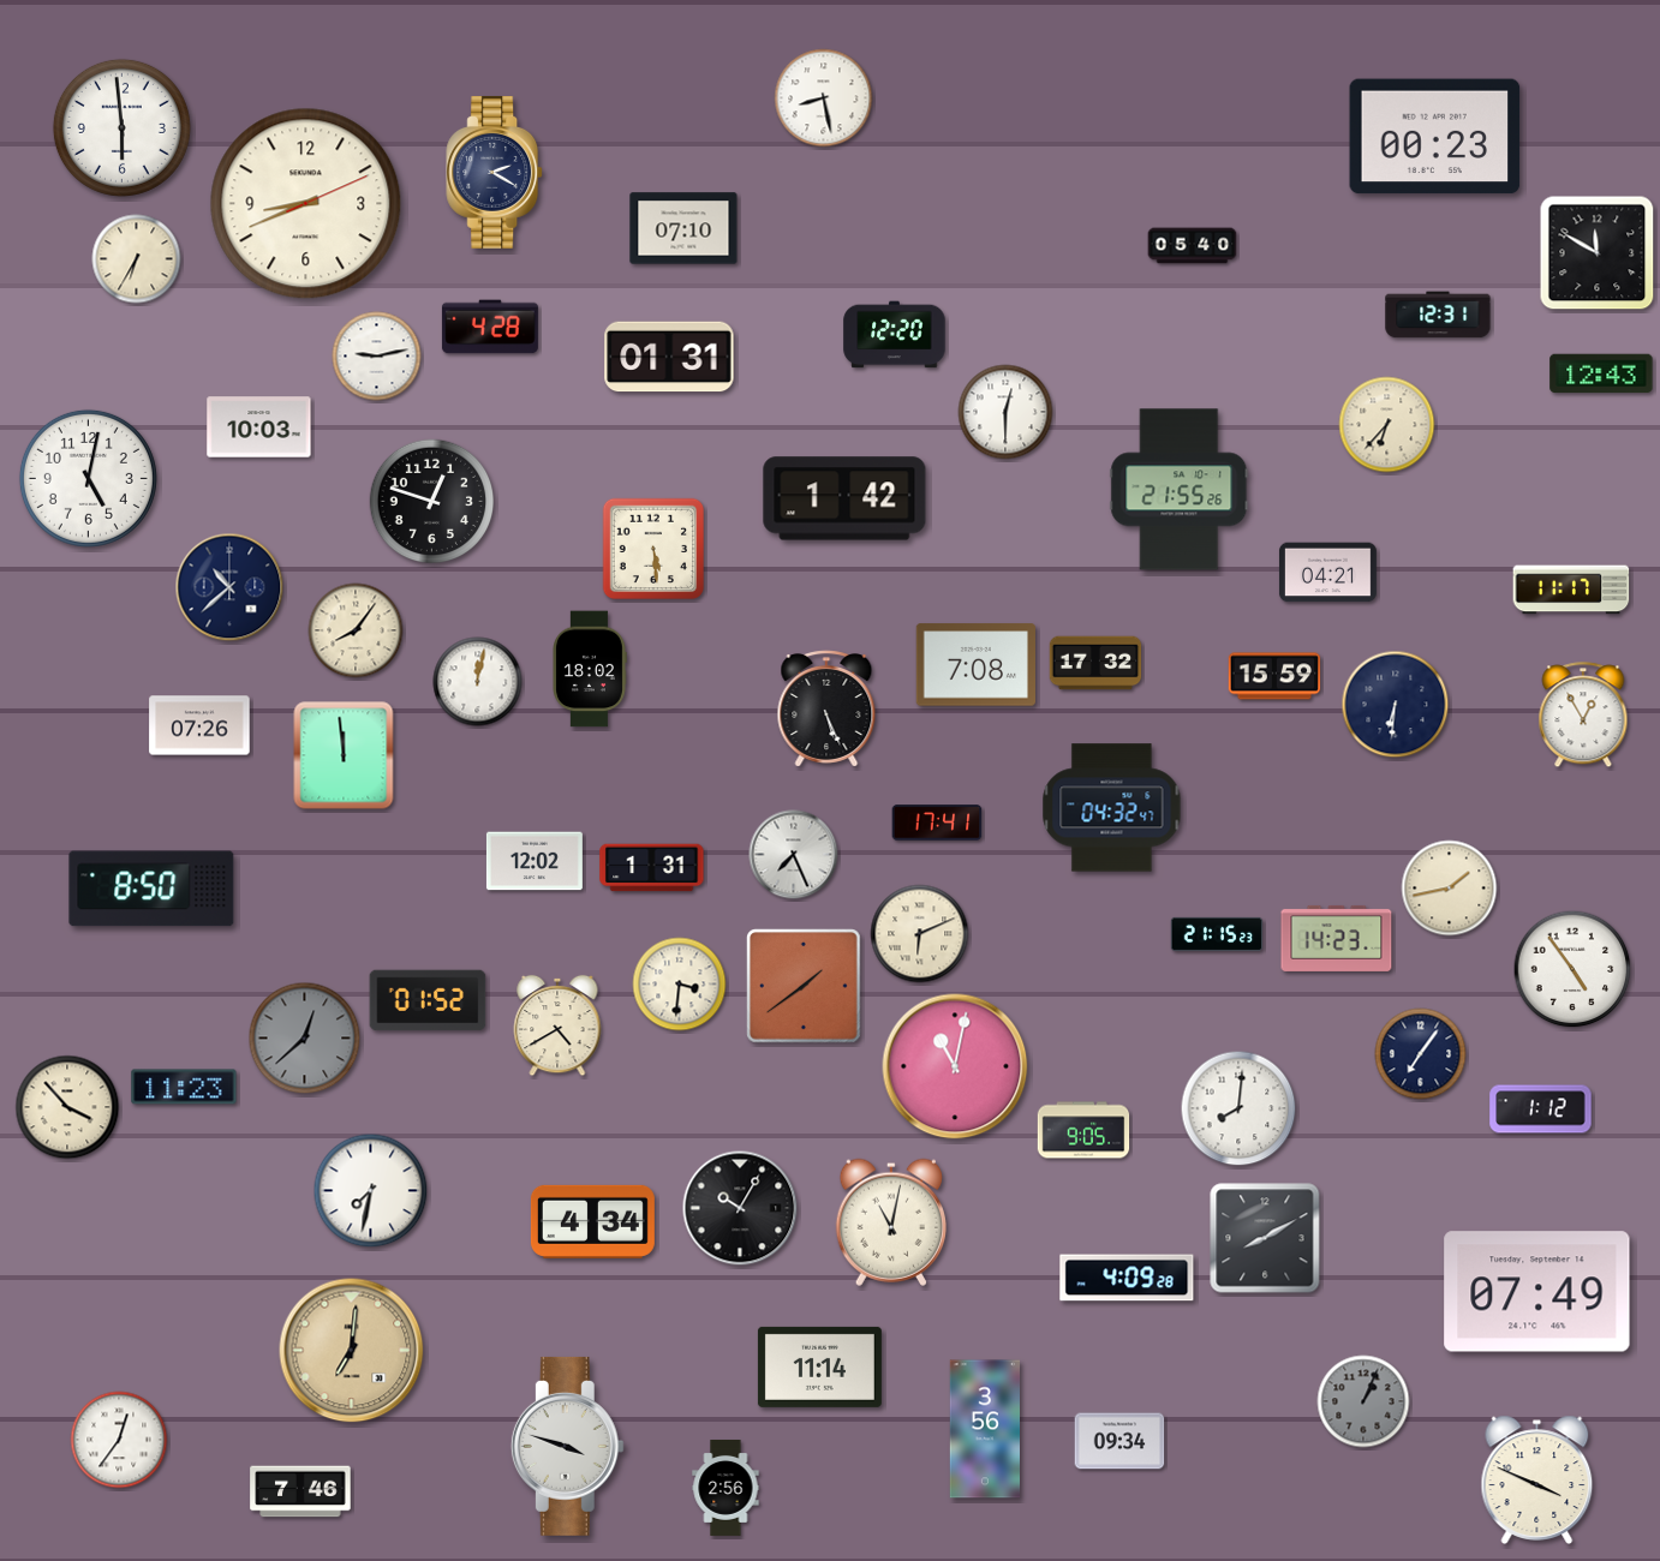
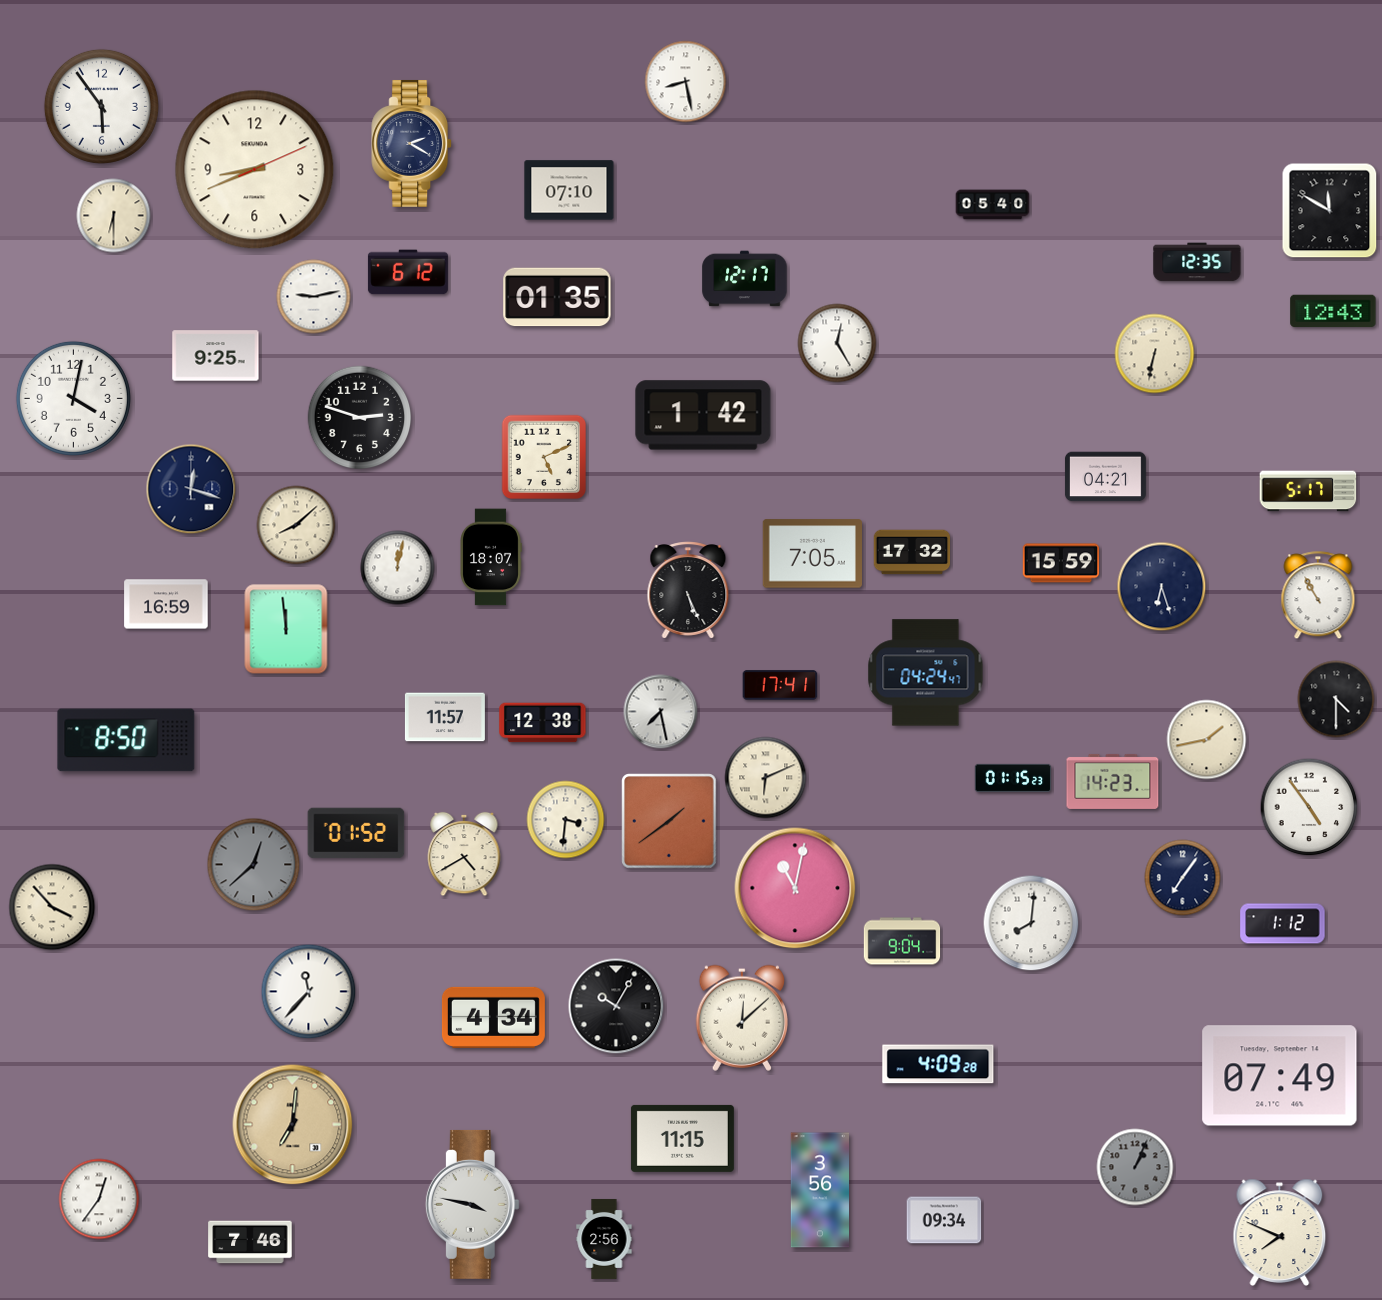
clock at (121, 127): 5:59 -> 5:54
clock at (1435, 137): 00:23 -> none
clock at (137, 259): 6:35 -> 6:30
clock at (1438, 315): 12:31 -> 12:35
clock at (490, 327): 4:28 -> 6:12
clock at (895, 335): 12:20 -> 12:17
clock at (669, 357): 01:31 -> 01:35
clock at (1005, 412): 12:30 -> 12:25
clock at (1387, 425): 6:37 -> 6:32
clock at (259, 427): 10:03 -> 9:25
clock at (88, 478): 5:02 -> 4:02
clock at (1180, 490): 21:55 -> none
clock at (432, 502): 12:48 -> 2:48
clock at (653, 549): 5:29 -> 5:11
clock at (229, 587): 10:38 -> 12:18
clock at (1571, 590): 11:17 -> 5:17
clock at (356, 630): 8:06 -> 8:08
clock at (975, 665): 7:08 -> 7:05
clock at (590, 669): 18:02 -> 18:07
clock at (1396, 705): 6:31 -> 6:27
clock at (1583, 716): 12:55 -> 10:55
clock at (199, 725): 07:26 -> 16:59
clock at (1112, 808): 04:32 -> 04:24
clock at (1336, 699): none -> 4:30
clock at (794, 855): 7:26 -> 7:28
clock at (535, 861): 12:02 -> 11:57
clock at (652, 868): 1:31 -> 12:38
clock at (1217, 934): 21:15 -> 01:15
clock at (184, 1087): 11:23 -> none
clock at (67, 1107) position: (67, 1107) -> (52, 907)
clock at (1083, 1130): 9:05 -> 9:04
clock at (371, 1191): 7:32 -> 11:37
clock at (890, 1222): 11:02 -> 12:08
clock at (1265, 1238): 8:10 -> none
clock at (819, 1366): 11:14 -> 11:15
clock at (1119, 1441) position: (1119, 1441) -> (944, 1220)
clock at (567, 1446): 3:48 -> 3:47
clock at (1537, 1479): 3:49 -> 7:49
